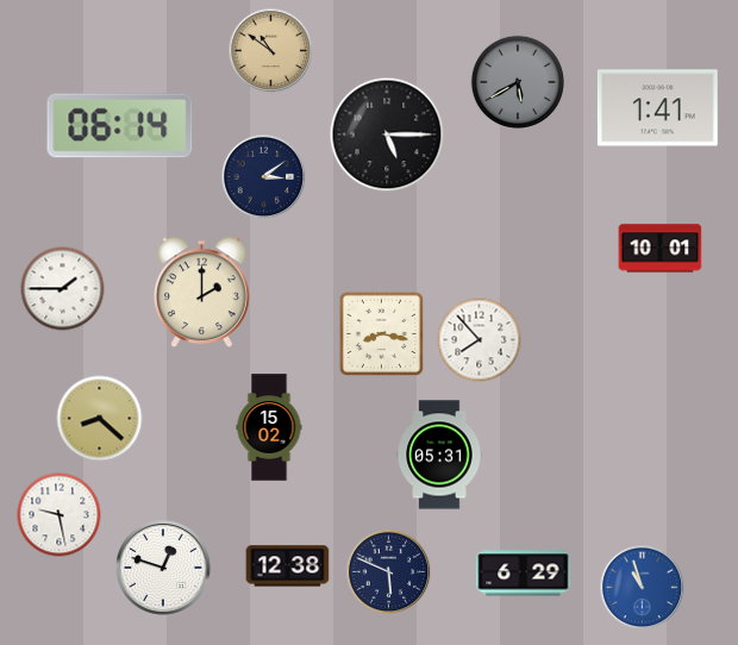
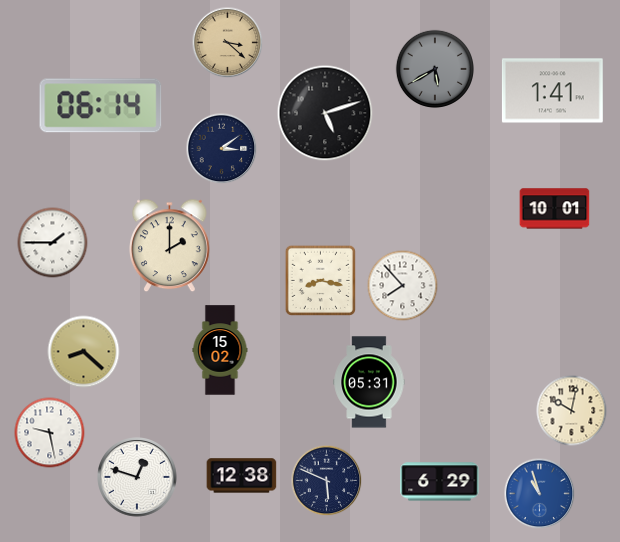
clock at (271, 51): 10:51 -> 3:22
clock at (387, 134): 5:15 -> 5:12
clock at (269, 427) position: (269, 427) -> (220, 350)
clock at (572, 411): none -> 10:02
